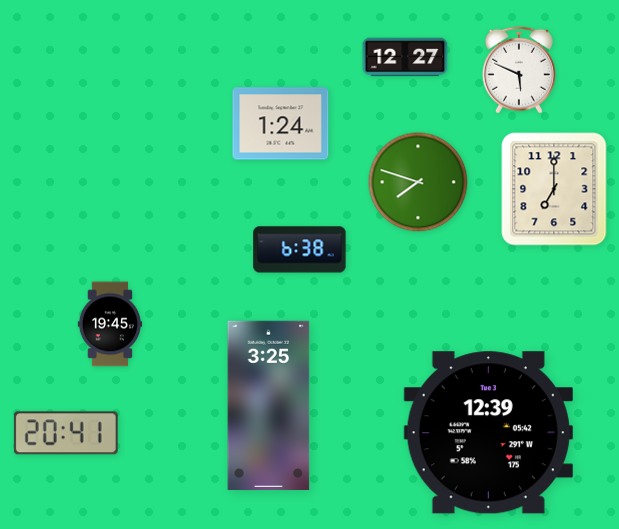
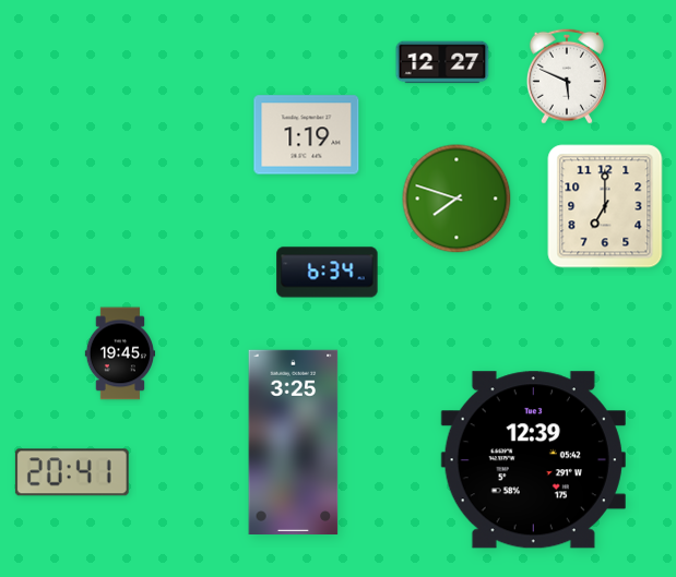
clock at (281, 124): 1:24 -> 1:19
clock at (300, 250): 6:38 -> 6:34
clock at (488, 433) position: (488, 433) -> (533, 460)
